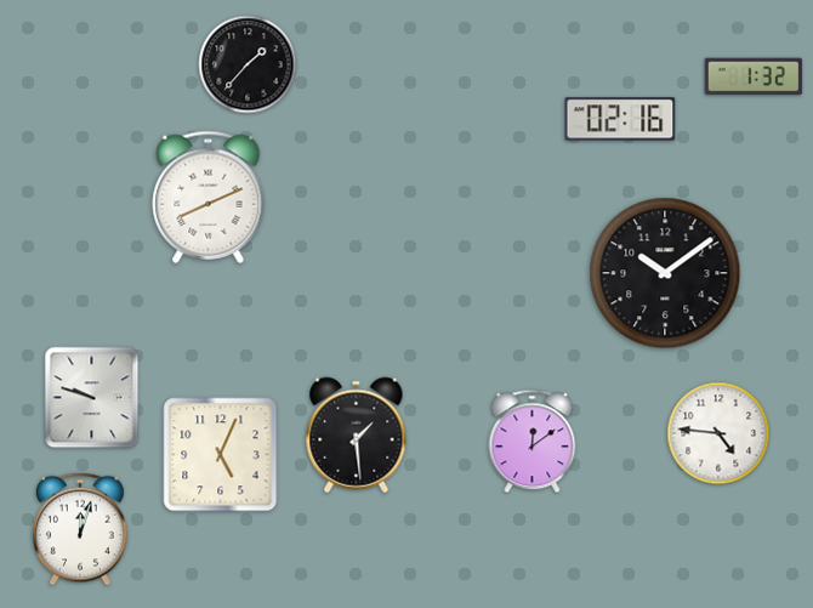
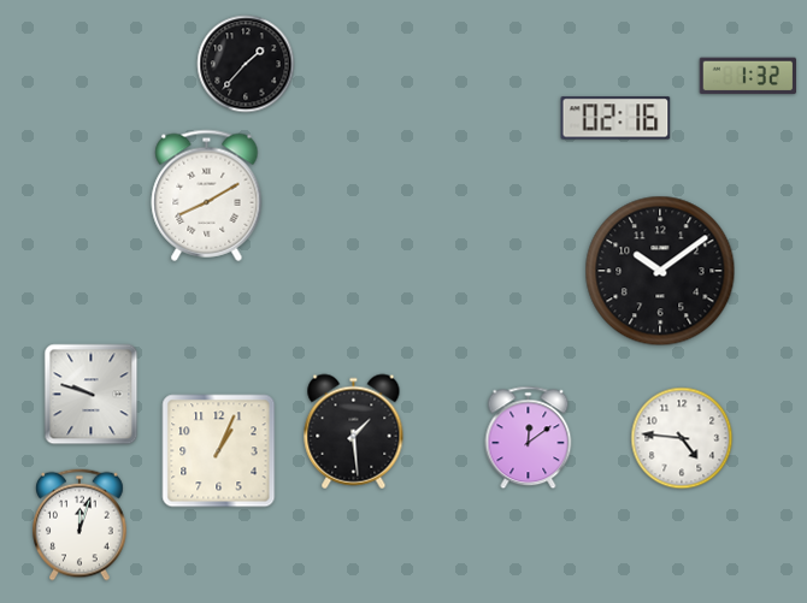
clock at (209, 197): 8:11 -> 8:10
clock at (718, 433) position: (718, 433) -> (682, 438)
clock at (221, 455): 5:04 -> 1:04
